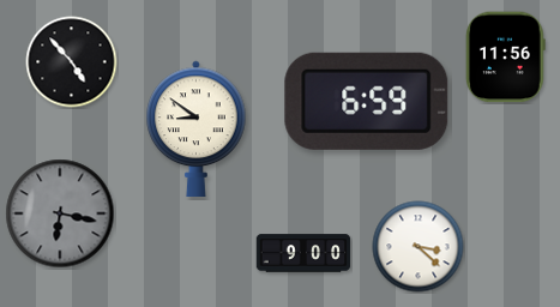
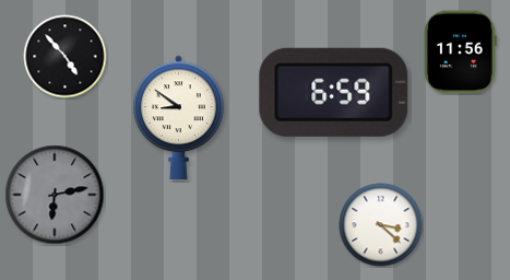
clock at (60, 213): 6:17 -> 6:13
clock at (303, 253): 9:00 -> none
